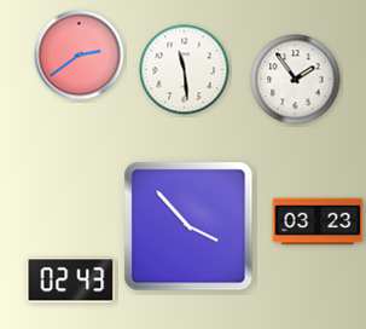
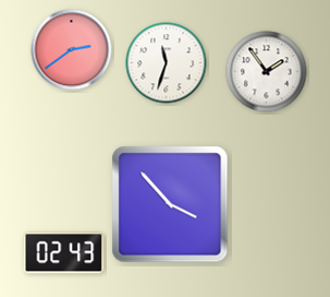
clock at (185, 70): 11:29 -> 11:33
clock at (318, 221): 03:23 -> none
